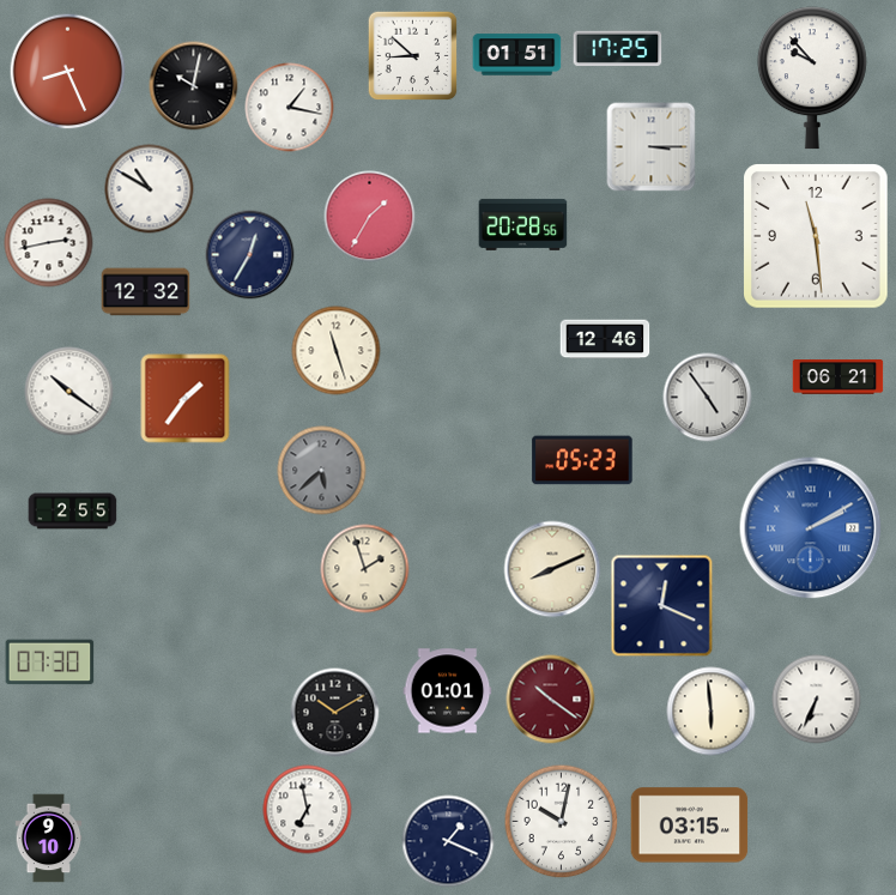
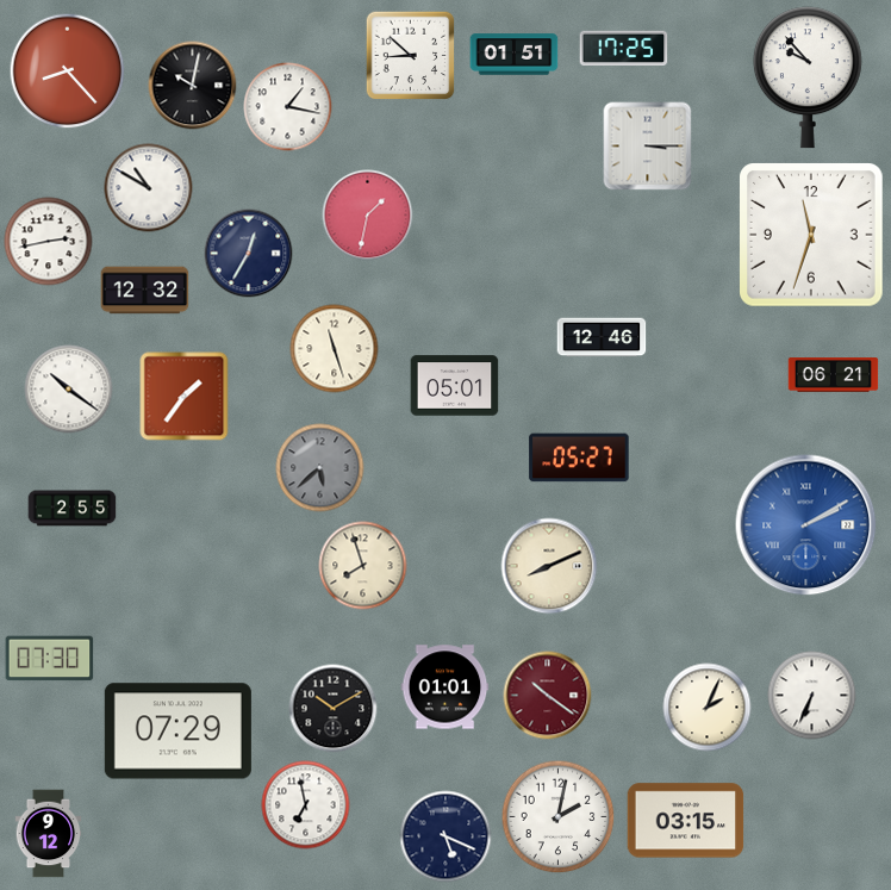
clock at (618, 48) position: (618, 48) -> (624, 48)
clock at (68, 72): 8:26 -> 8:23
clock at (370, 217): 1:35 -> 1:32
clock at (523, 224): 20:28 -> none
clock at (817, 237): 11:29 -> 11:33
clock at (455, 386): none -> 05:01
clock at (708, 398): 4:54 -> none
clock at (582, 460): 05:23 -> 05:27
clock at (365, 569): 1:57 -> 7:57
clock at (662, 606): 12:19 -> none
clock at (712, 712): 5:59 -> 2:04
clock at (177, 732): none -> 07:29
clock at (562, 822): 10:02 -> 2:02
clock at (49, 839): 9:10 -> 9:12
clock at (448, 841): 1:19 -> 5:19
